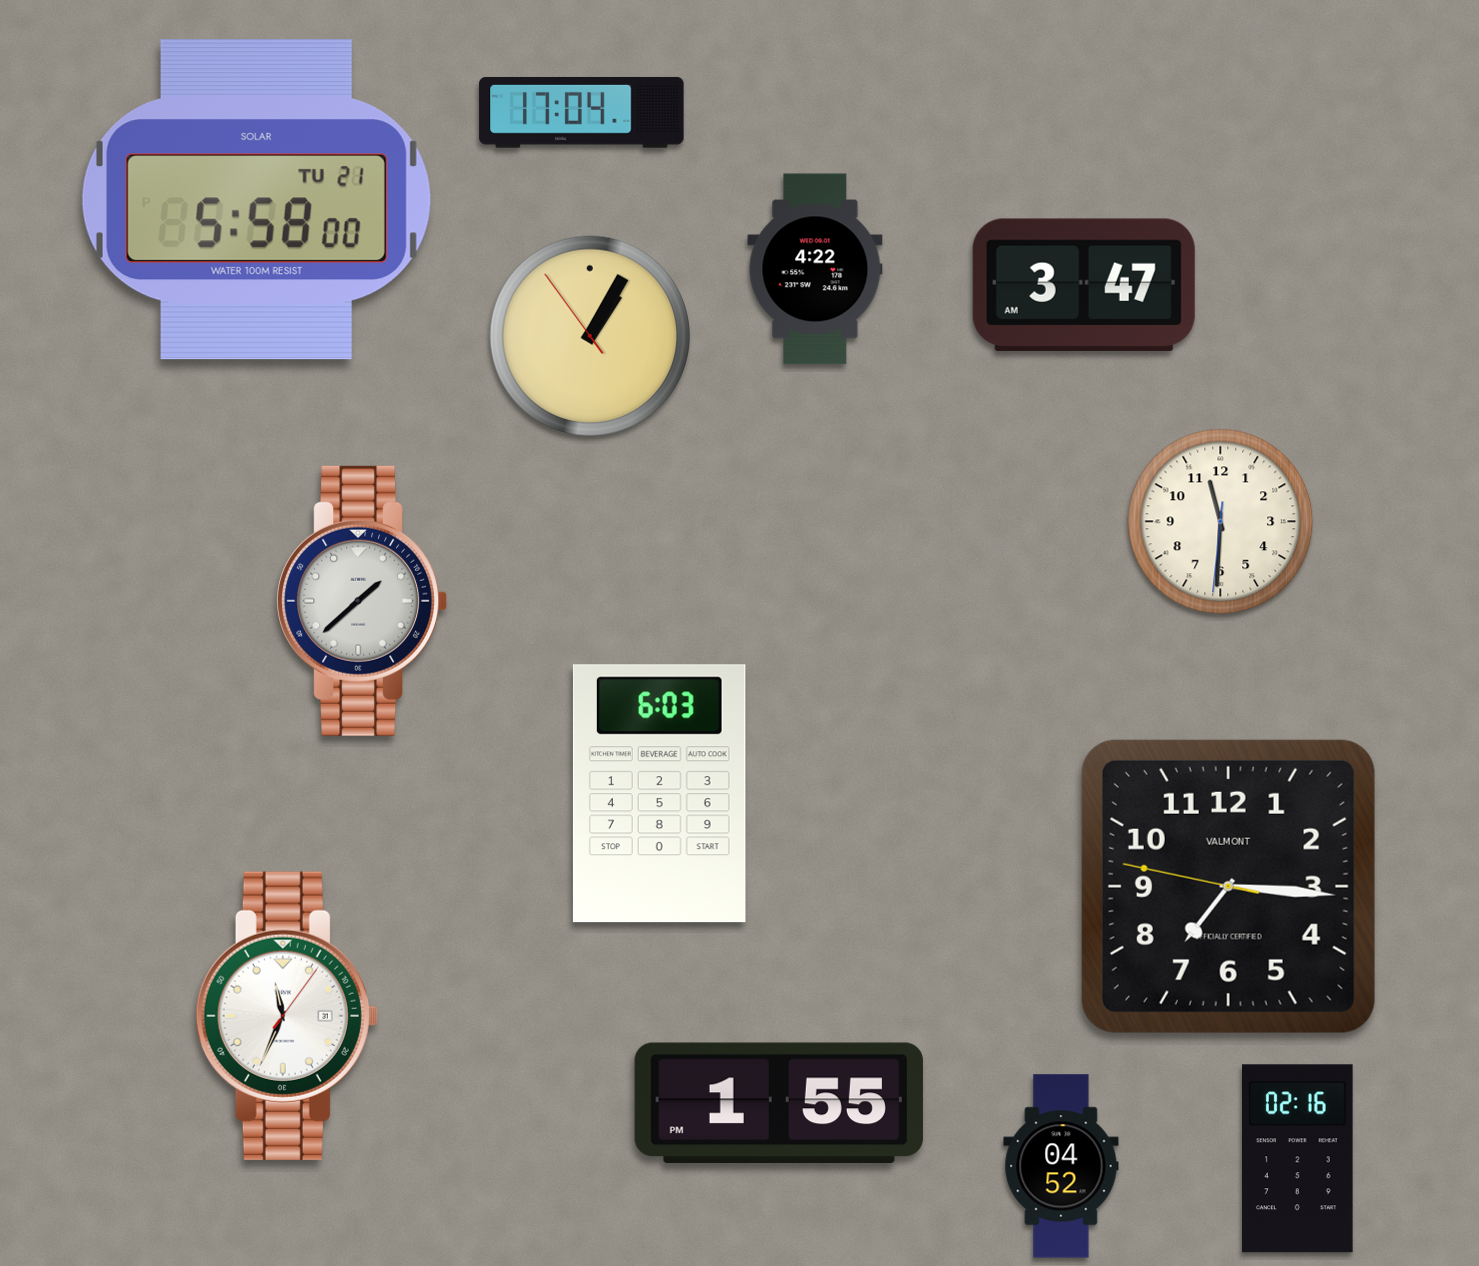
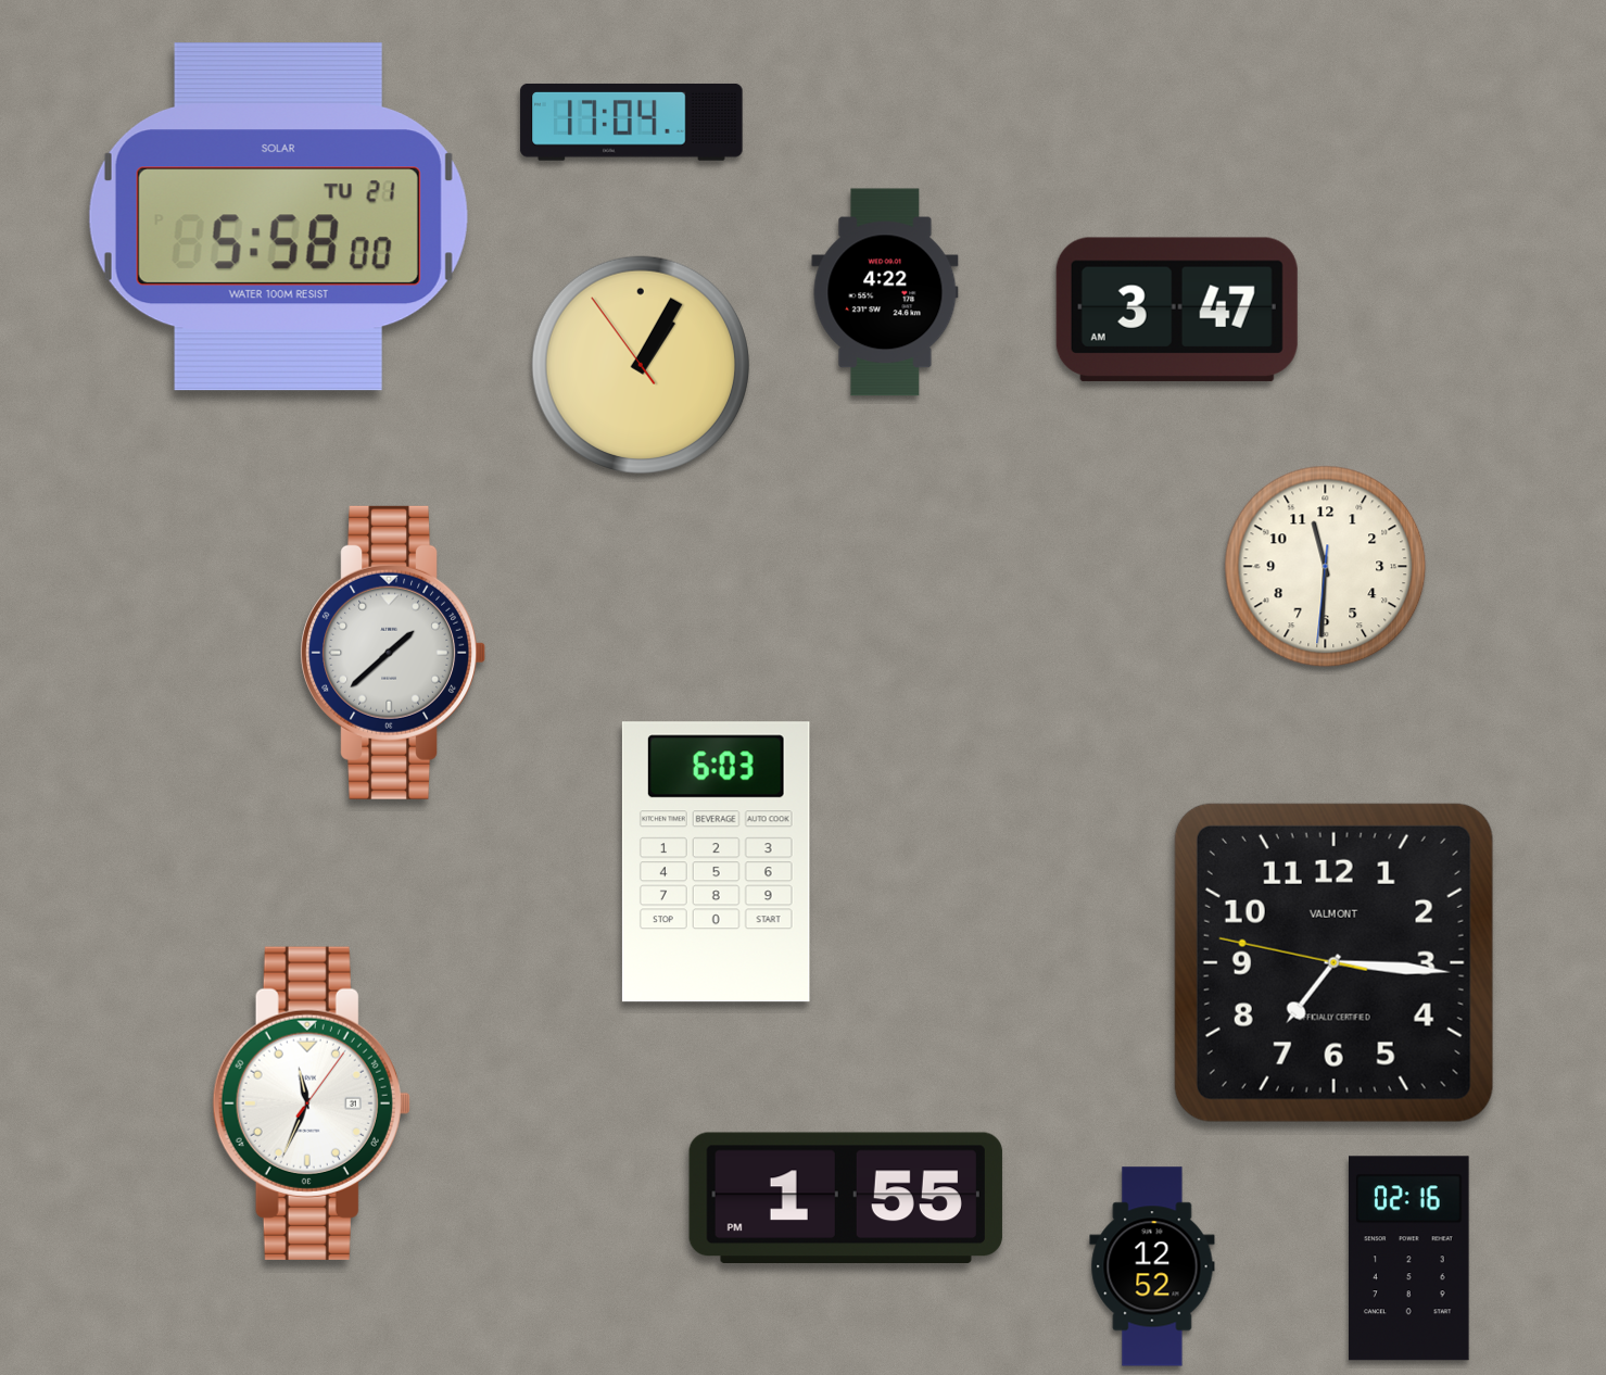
clock at (1061, 1166): 04:52 -> 12:52
